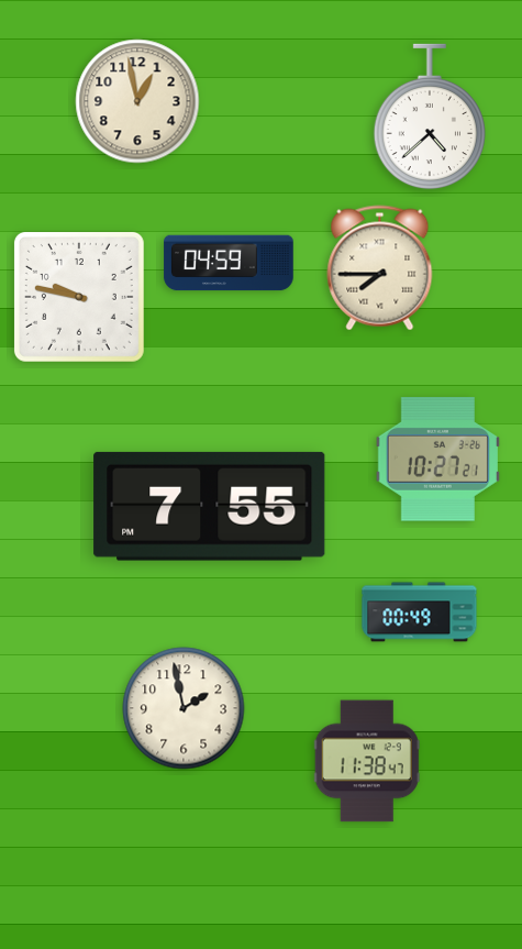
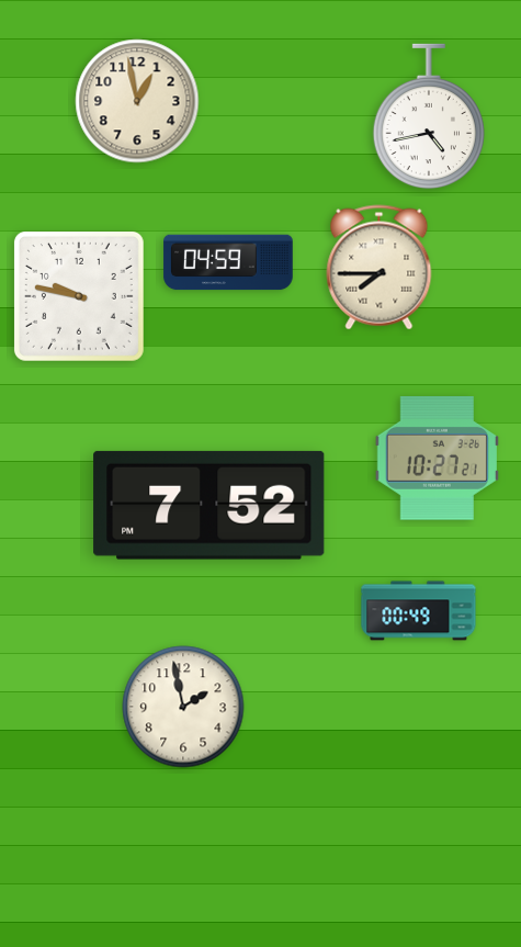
clock at (430, 117): 4:38 -> 4:43
clock at (210, 506): 7:55 -> 7:52
clock at (367, 761): 11:38 -> none
